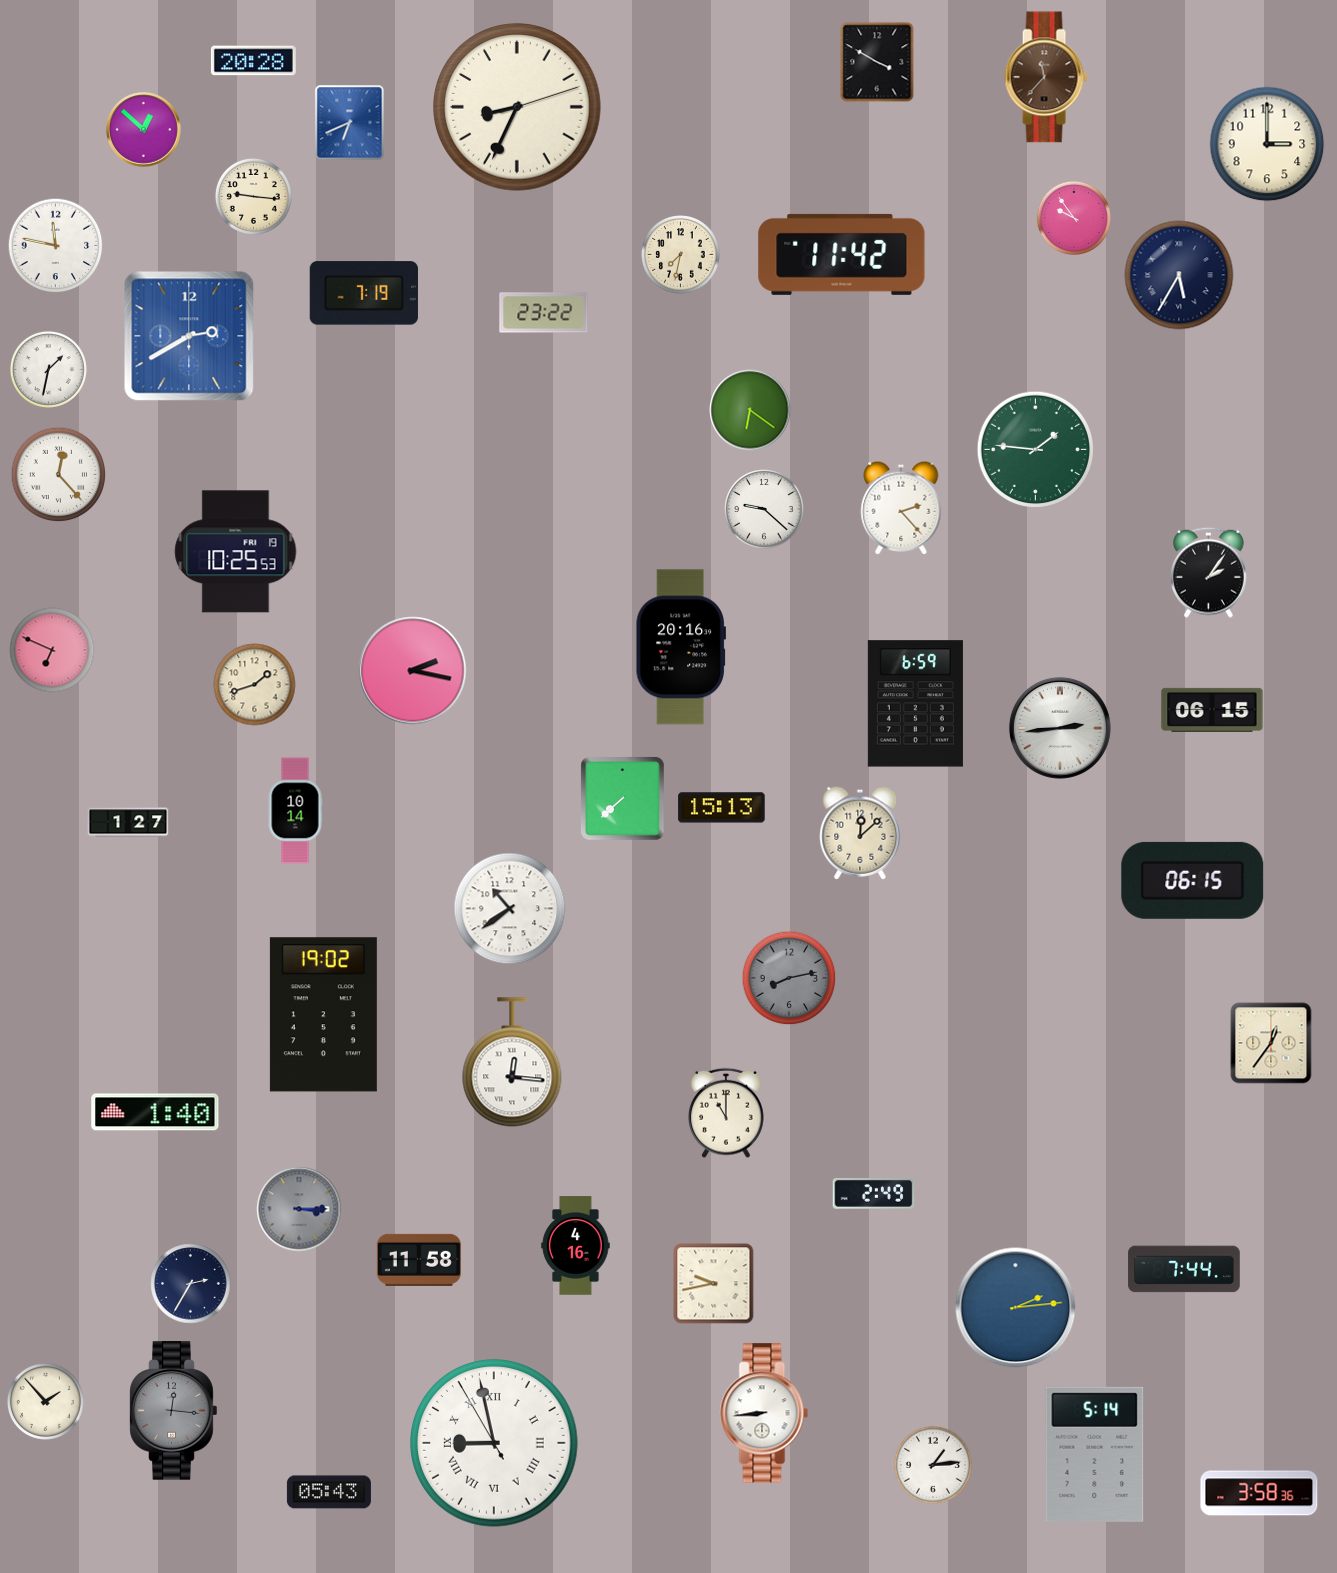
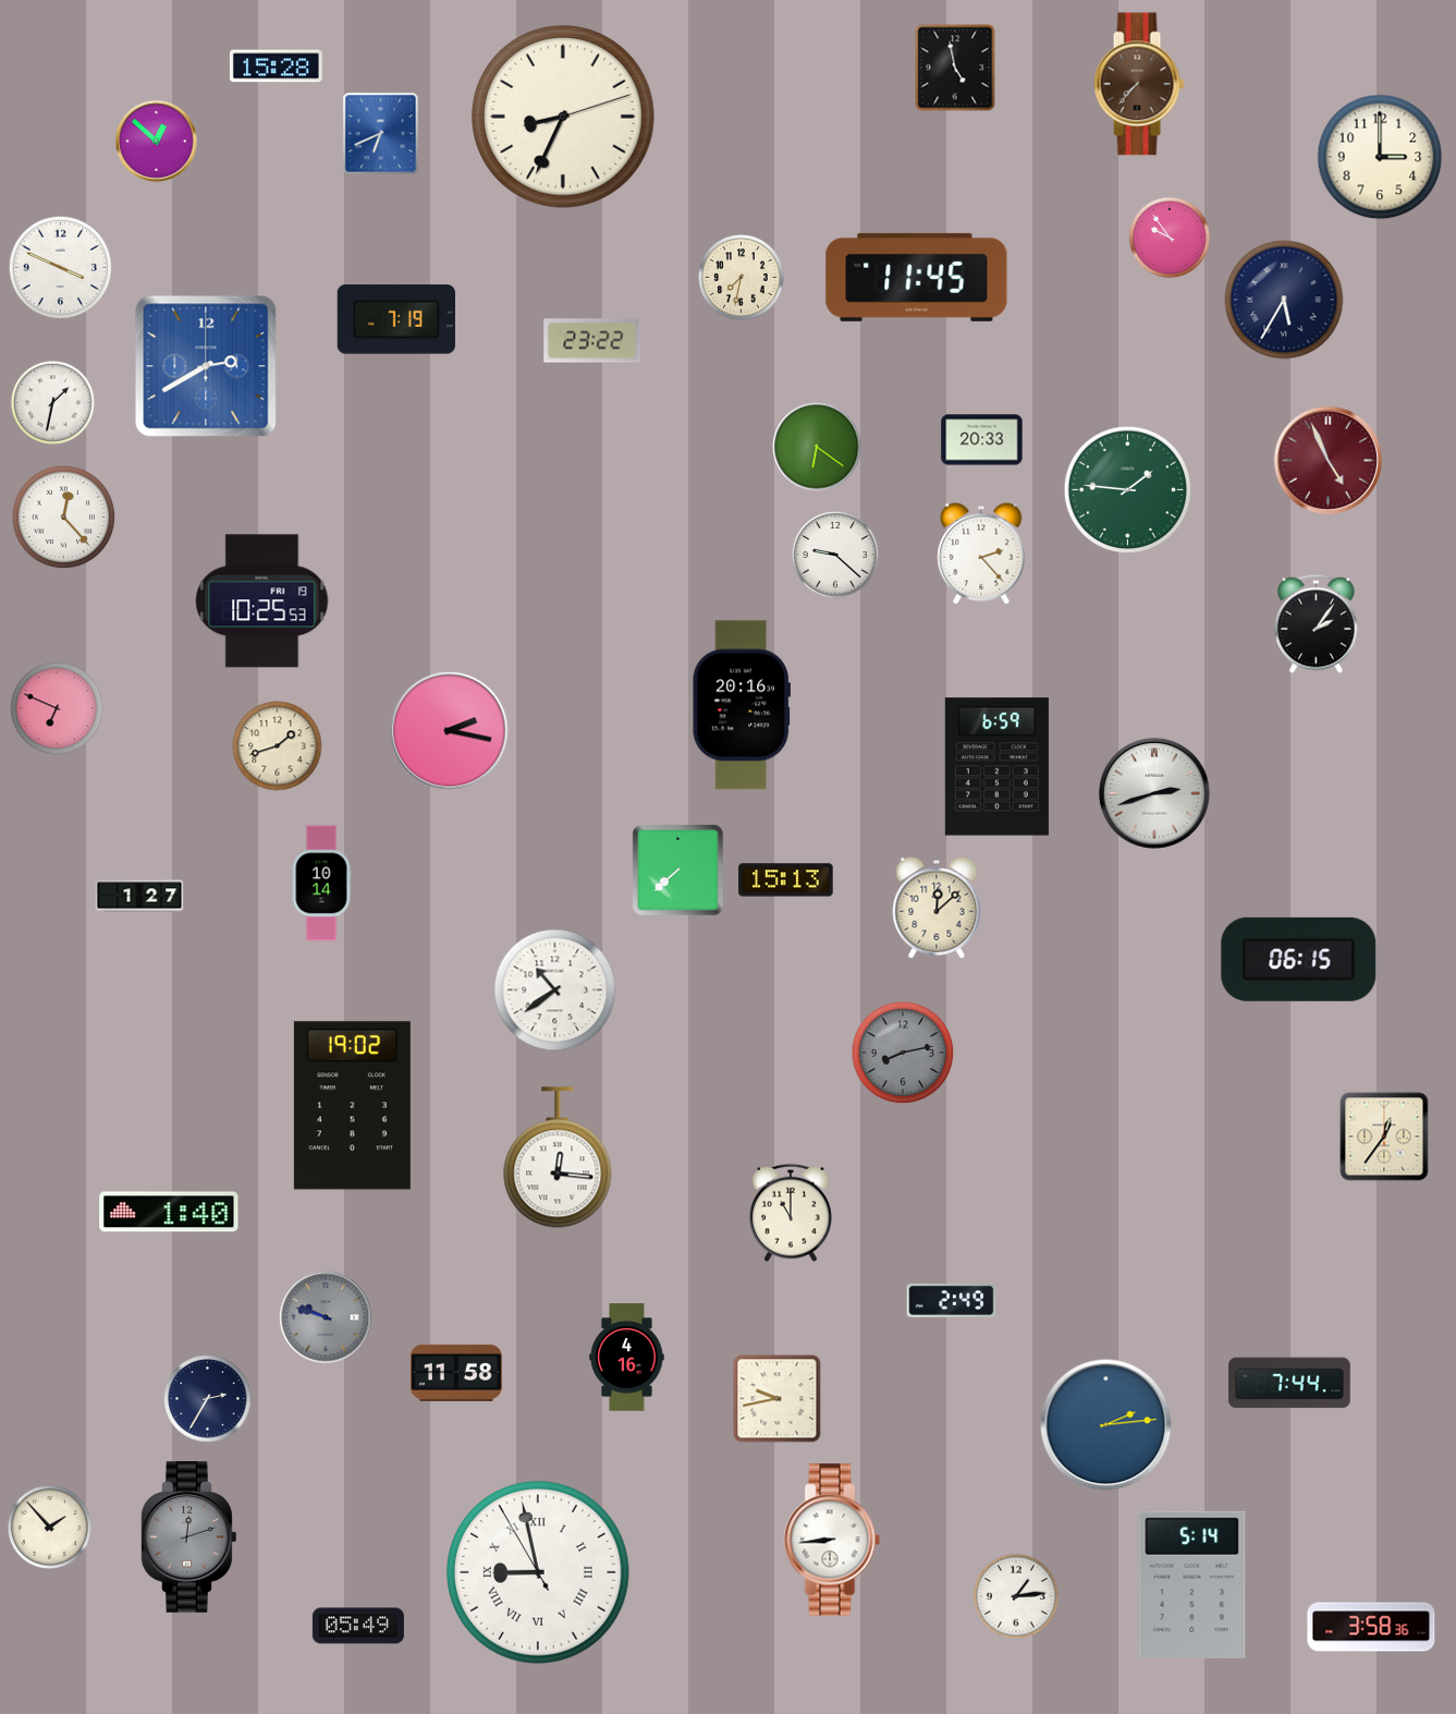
clock at (253, 61): 20:28 -> 15:28
clock at (877, 62): 3:50 -> 4:58
clock at (1046, 77): 11:37 -> 7:37
clock at (253, 196): 9:16 -> none
clock at (56, 246): 11:47 -> 3:49
clock at (842, 254): 11:42 -> 11:45
clock at (982, 440): none -> 20:33
clock at (1327, 460): none -> 4:56
clock at (764, 509) position: (764, 509) -> (835, 555)
clock at (236, 552) position: (236, 552) -> (262, 601)
clock at (1212, 710): 06:15 -> none
clock at (1060, 728): 2:44 -> 2:42
clock at (789, 978) position: (789, 978) -> (903, 1053)
clock at (299, 1209): 3:15 -> 9:48
clock at (174, 1411): 12:16 -> 12:12
clock at (329, 1492): 05:43 -> 05:49
